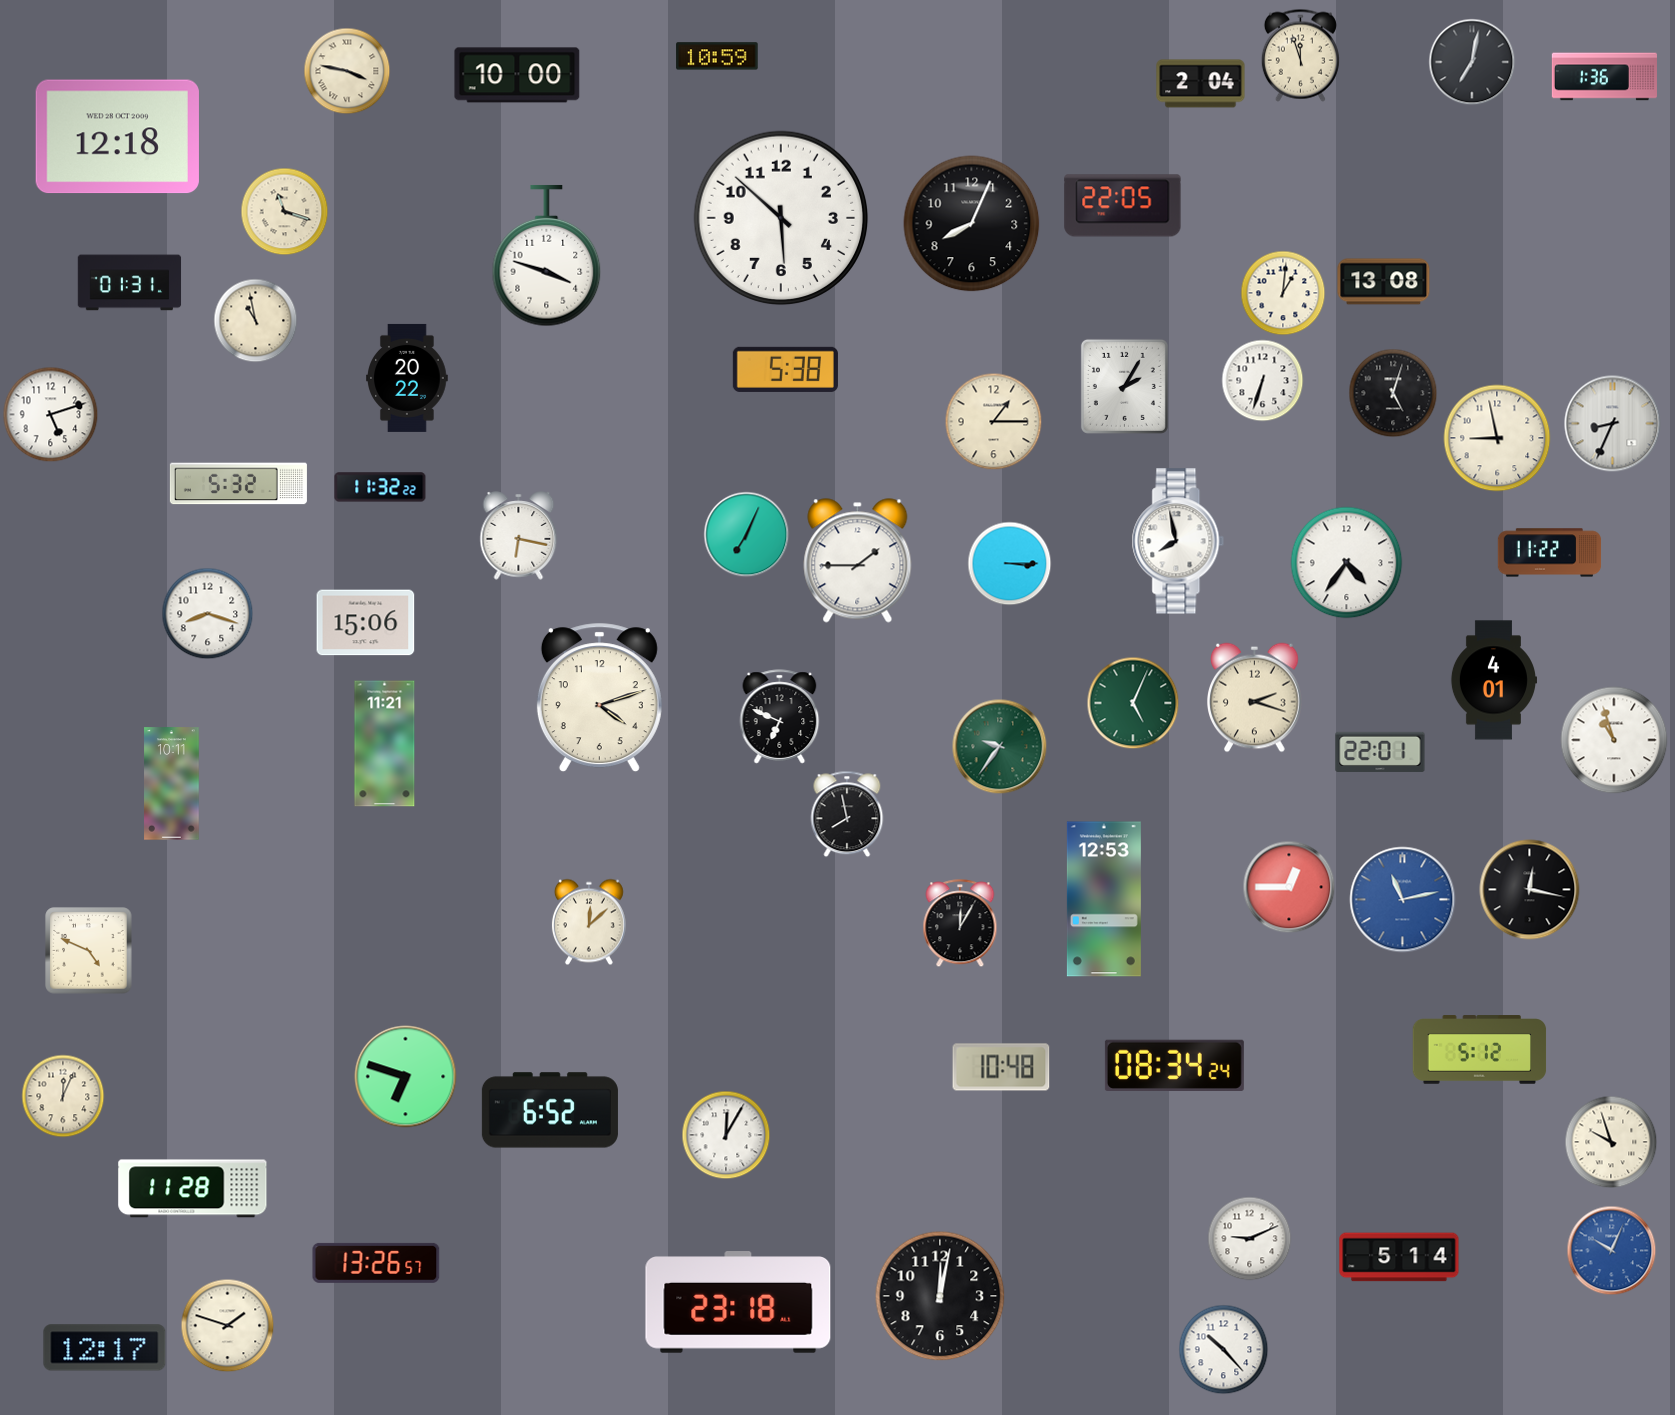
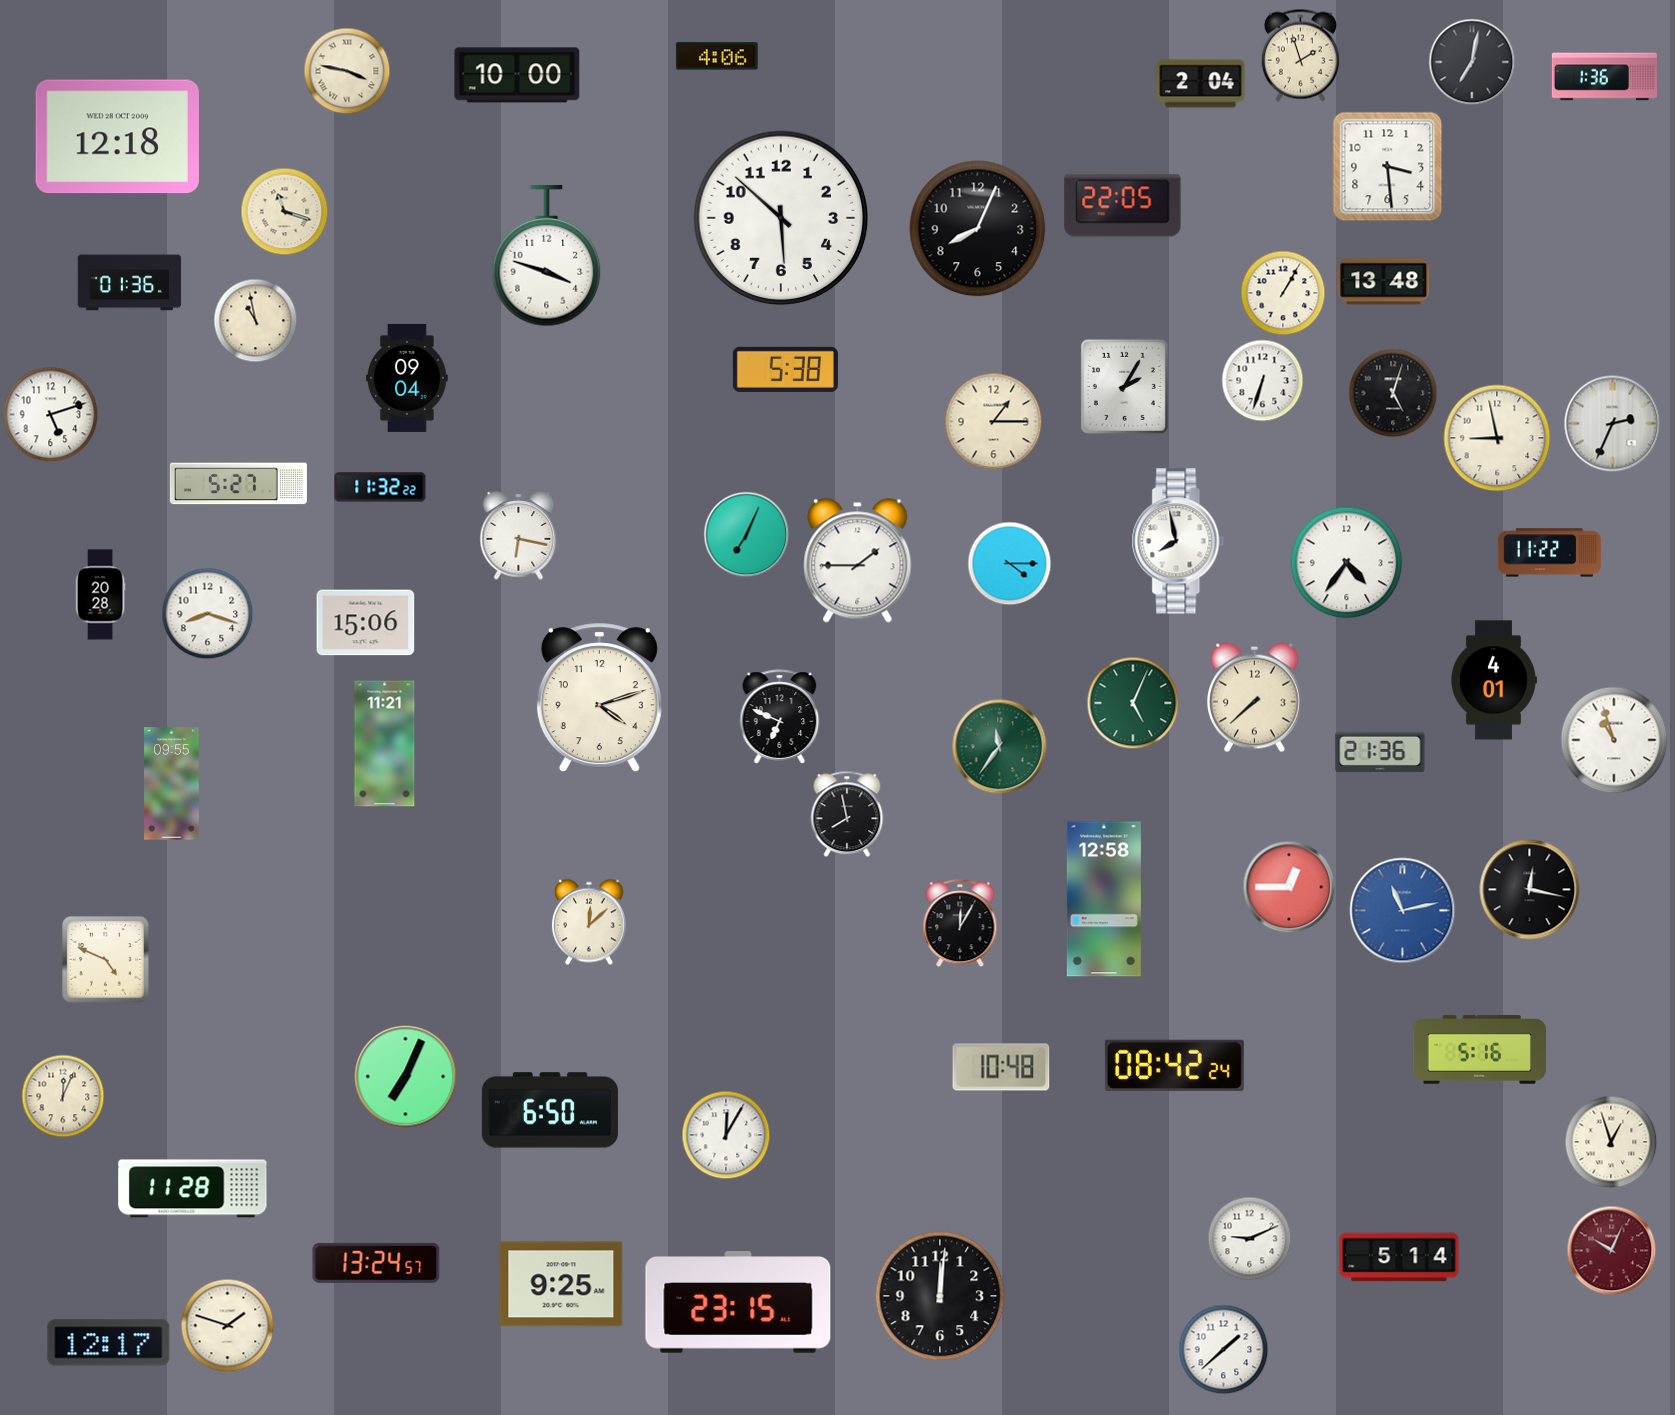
clock at (1300, 55): 11:57 -> 1:57
clock at (717, 56): 10:59 -> 4:06
clock at (1388, 167): none -> 3:29
clock at (972, 224) position: (972, 224) -> (978, 229)
clock at (1384, 282): 13:08 -> 13:48
clock at (130, 283): 01:31 -> 01:36
clock at (1283, 293): 1:01 -> 1:05
clock at (407, 378): 20:22 -> 09:04
clock at (1613, 424): 8:34 -> 2:34
clock at (238, 484): 5:32 -> 5:27
clock at (1010, 564): 3:15 -> 4:15
clock at (100, 595): none -> 20:28
clock at (1255, 698): 2:18 -> 7:38
clock at (1000, 747): 9:36 -> 11:36
clock at (1380, 752): 22:01 -> 21:36
clock at (172, 784): 10:11 -> 09:55
clock at (1104, 899): 12:53 -> 12:58
clock at (1403, 900) position: (1403, 900) -> (1403, 911)
clock at (89, 951) position: (89, 951) -> (106, 960)
clock at (1480, 1050): 5:12 -> 5:16
clock at (1174, 1065): 08:34 -> 08:42
clock at (406, 1077): 6:48 -> 7:04
clock at (550, 1110): 6:52 -> 6:50
clock at (1611, 1142): 9:57 -> 12:57
clock at (1612, 1251) dial: blue -> burgundy
clock at (376, 1263): 13:26 -> 13:24
clock at (561, 1284): none -> 9:25
clock at (940, 1296): 12:02 -> 12:01
clock at (738, 1302): 23:18 -> 23:15
clock at (105, 1348) position: (105, 1348) -> (109, 1343)
clock at (1224, 1350): 10:23 -> 1:38
